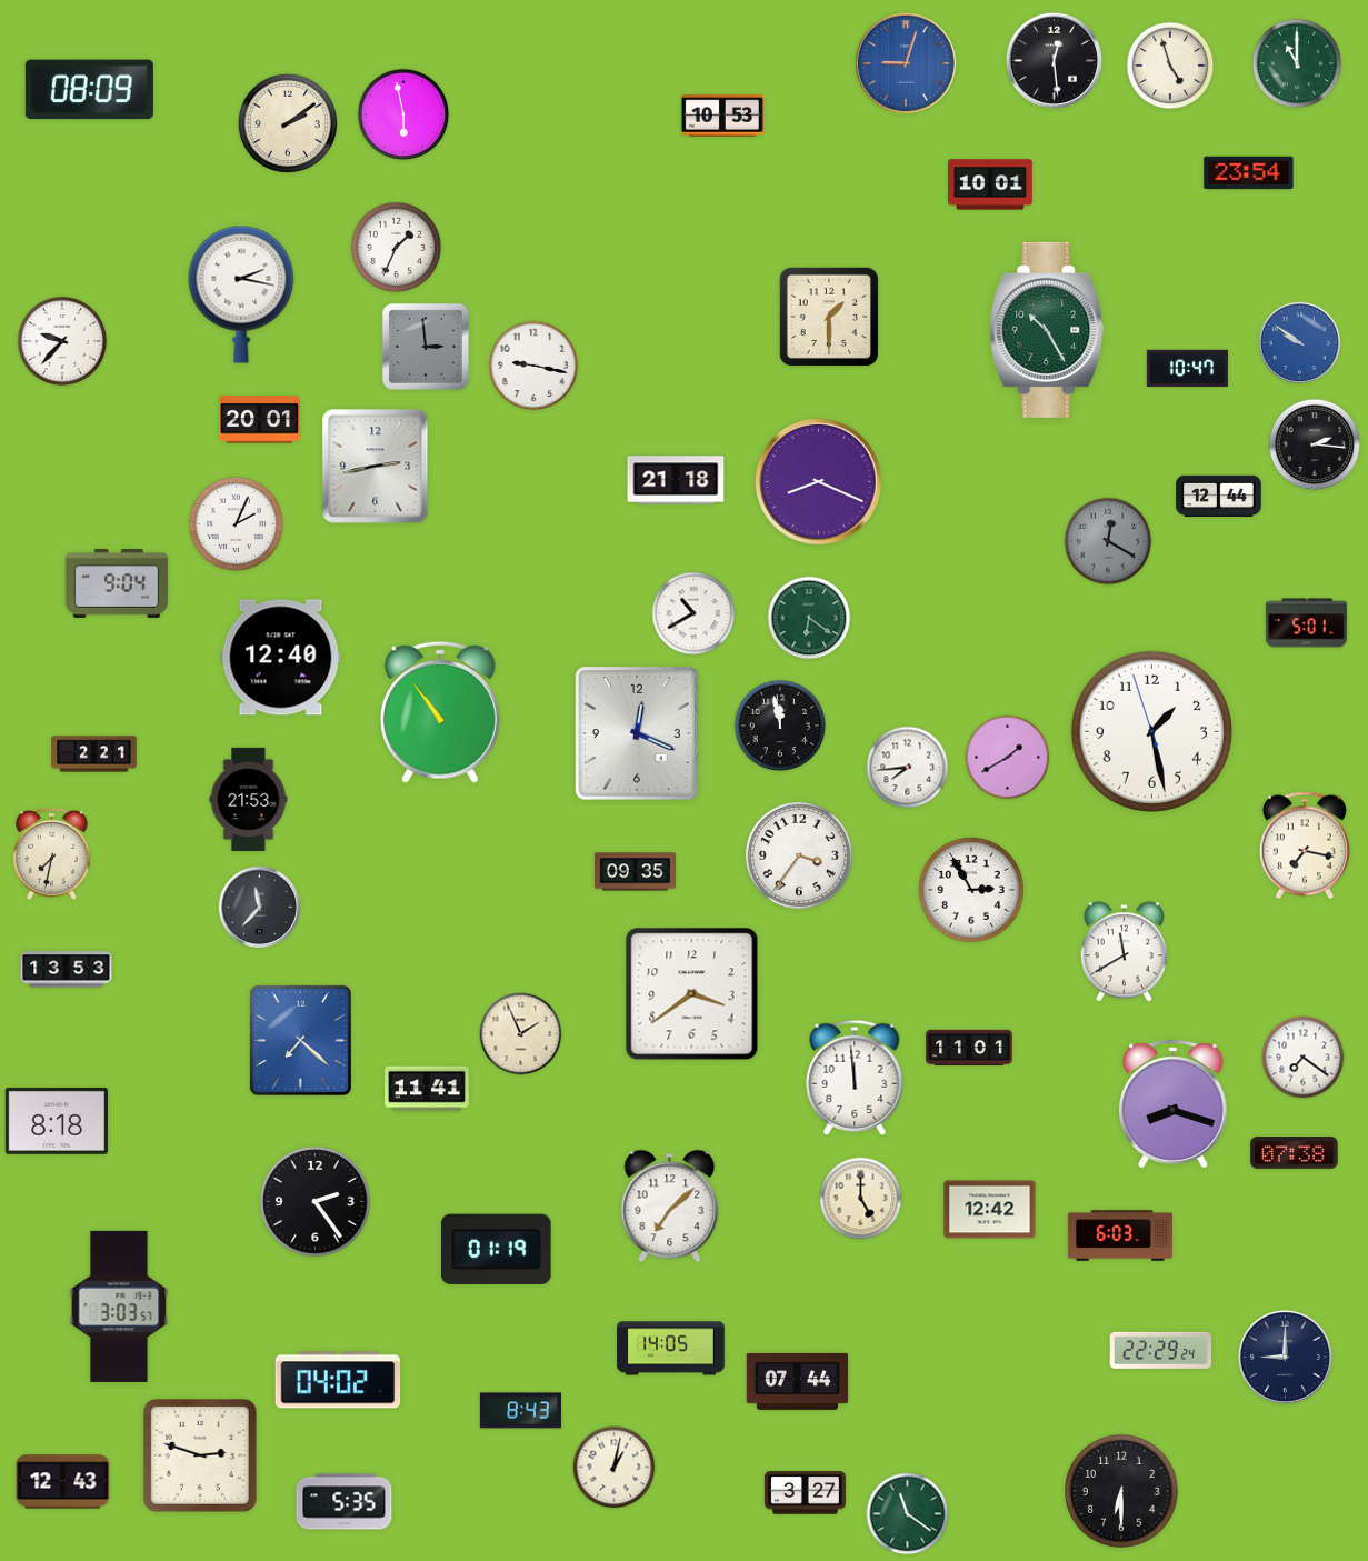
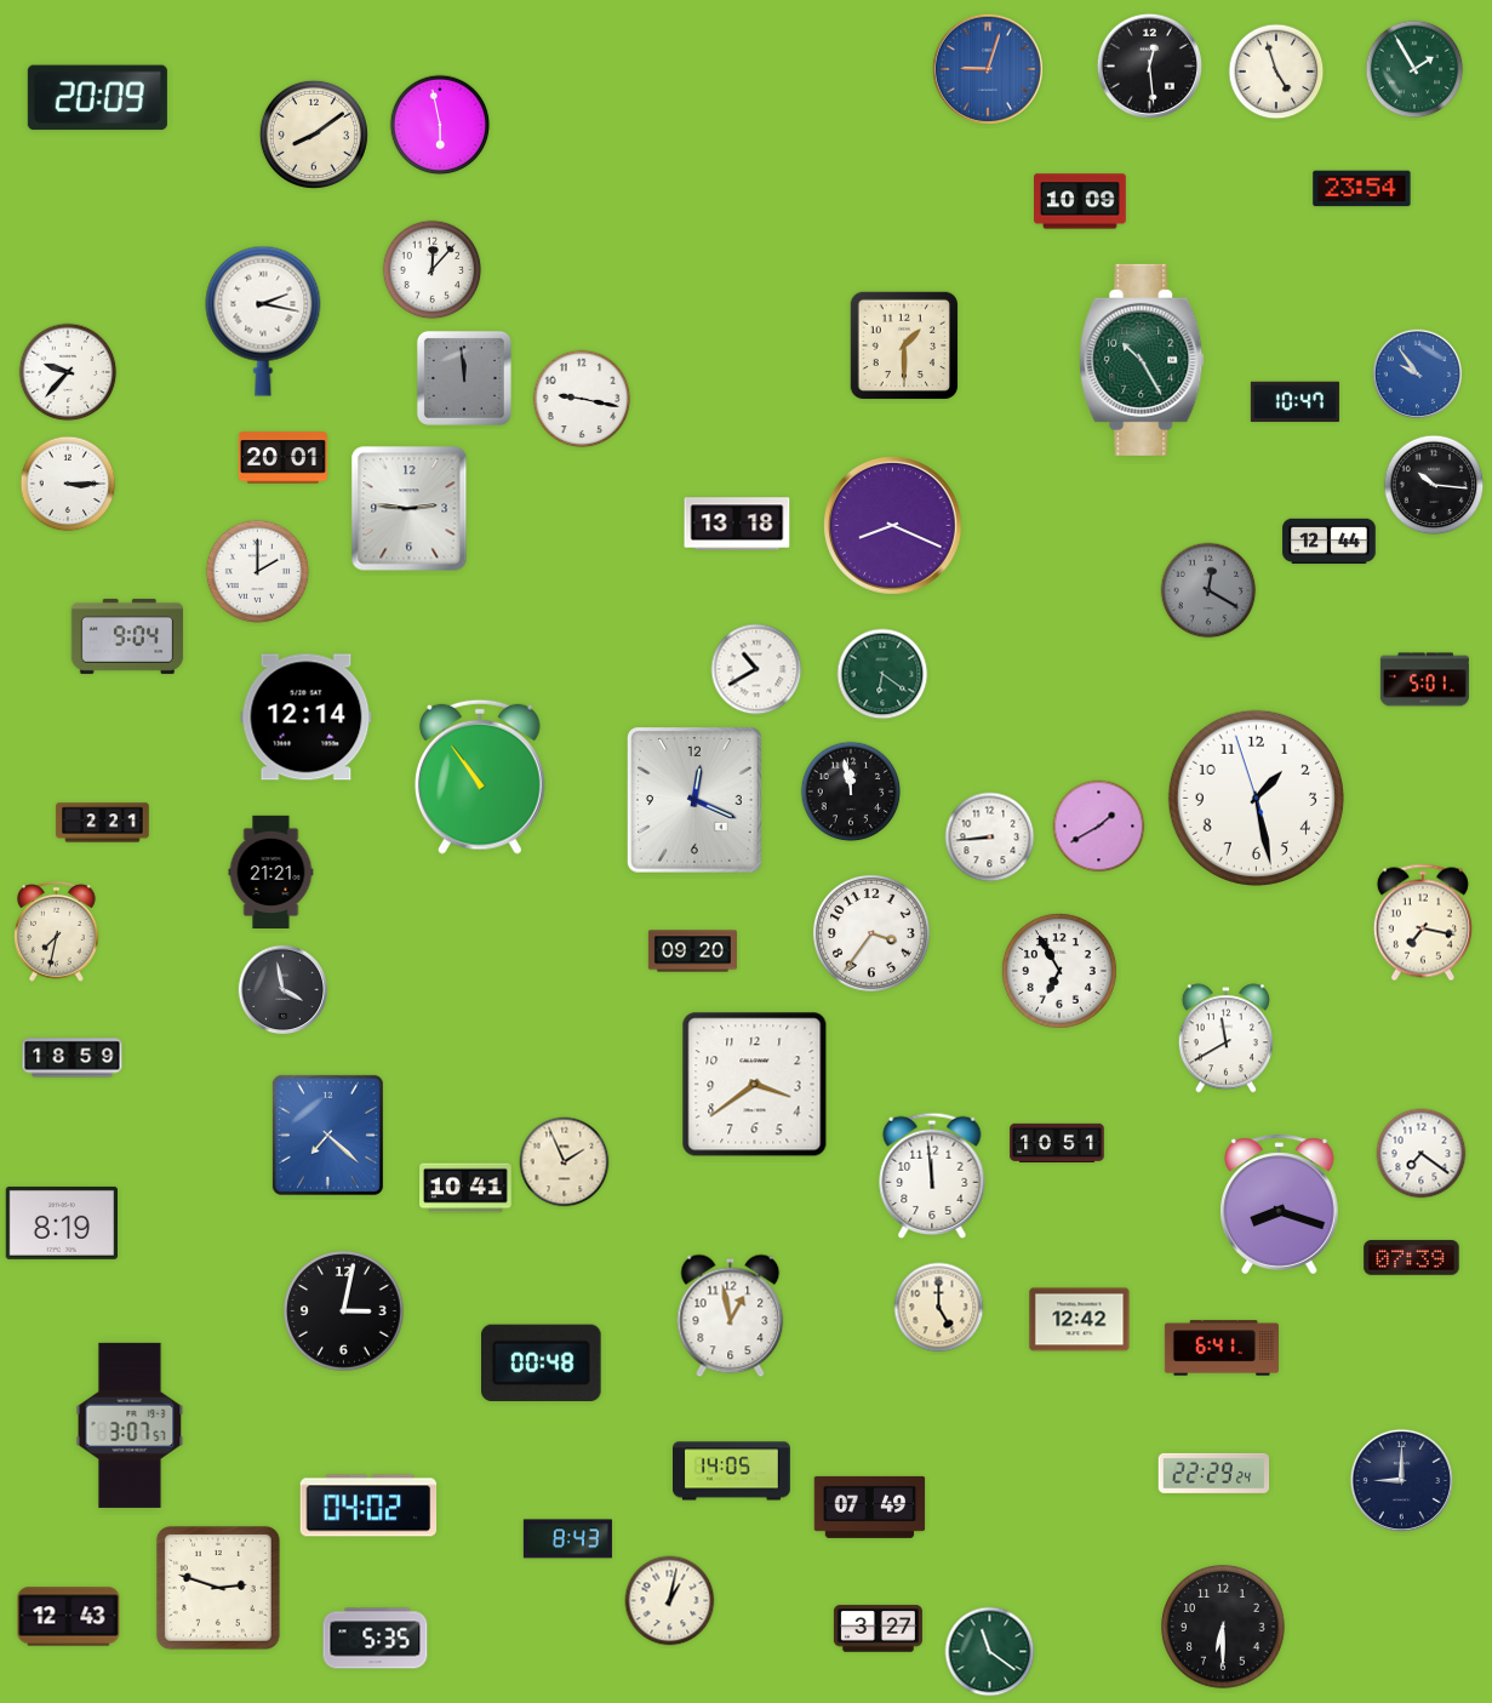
clock at (1297, 63): 11:00 -> 1:55
clock at (89, 90): 08:09 -> 20:09
clock at (722, 116): 10:53 -> none
clock at (288, 123): 2:09 -> 8:09
clock at (991, 184): 10:01 -> 10:09
clock at (397, 248): 1:34 -> 12:07
clock at (1300, 343): 9:51 -> 9:54
clock at (426, 347): 2:59 -> 11:59
clock at (68, 484): none -> 3:15
clock at (1315, 444): 2:16 -> 10:16
clock at (376, 467): 2:43 -> 2:46
clock at (676, 480): 21:18 -> 13:18
clock at (237, 524): 2:04 -> 2:00
clock at (281, 658): 12:40 -> 12:14
clock at (908, 768): 7:44 -> 8:44
clock at (249, 799): 21:53 -> 21:21
clock at (635, 872): 09:35 -> 09:20
clock at (971, 890): 2:55 -> 6:55
clock at (260, 908): 11:37 -> 3:58
clock at (67, 970): 13:53 -> 18:59
clock at (521, 1034) position: (521, 1034) -> (565, 1162)
clock at (969, 1047): 11:01 -> 10:51
clock at (427, 1089): 11:41 -> 10:41
clock at (56, 1121): 8:18 -> 8:19
clock at (1295, 1153): 07:38 -> 07:39
clock at (316, 1202): 2:24 -> 3:02
clock at (670, 1207): 7:08 -> 12:58
clock at (1120, 1235): 6:03 -> 6:41
clock at (497, 1249): 01:19 -> 00:48
clock at (119, 1307): 3:03 -> 3:07
clock at (1161, 1350) position: (1161, 1350) -> (1214, 1473)
clock at (798, 1381): 07:44 -> 07:49
